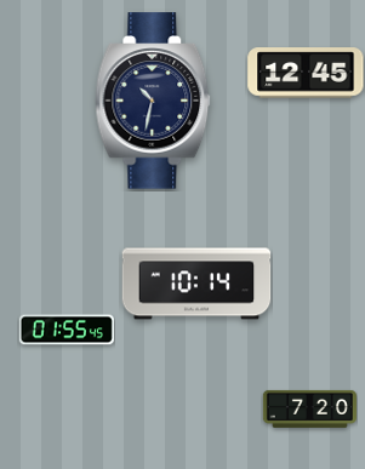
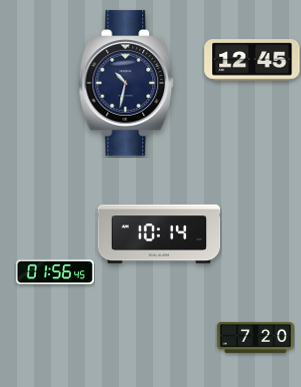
clock at (196, 284) position: (196, 284) -> (159, 234)
clock at (67, 330): 01:55 -> 01:56
